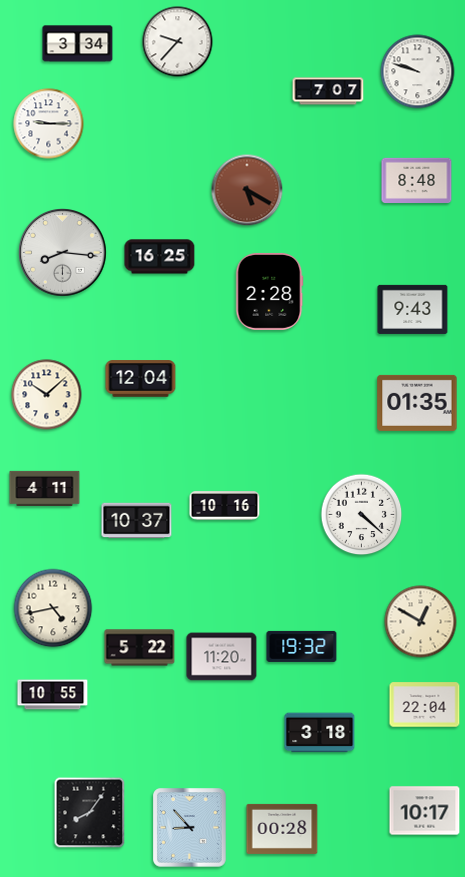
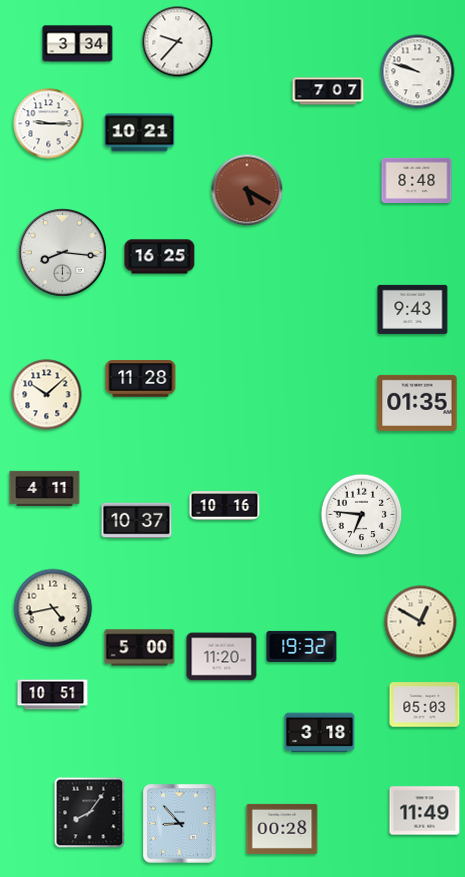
clock at (140, 133): none -> 10:21
clock at (270, 291): 2:28 -> none
clock at (141, 379): 12:04 -> 11:28
clock at (362, 515): 4:22 -> 6:46
clock at (140, 648): 5:22 -> 5:00
clock at (53, 695): 10:55 -> 10:51
clock at (425, 705): 22:04 -> 05:03
clock at (425, 811): 10:17 -> 11:49
clock at (190, 828) position: (190, 828) -> (180, 824)
